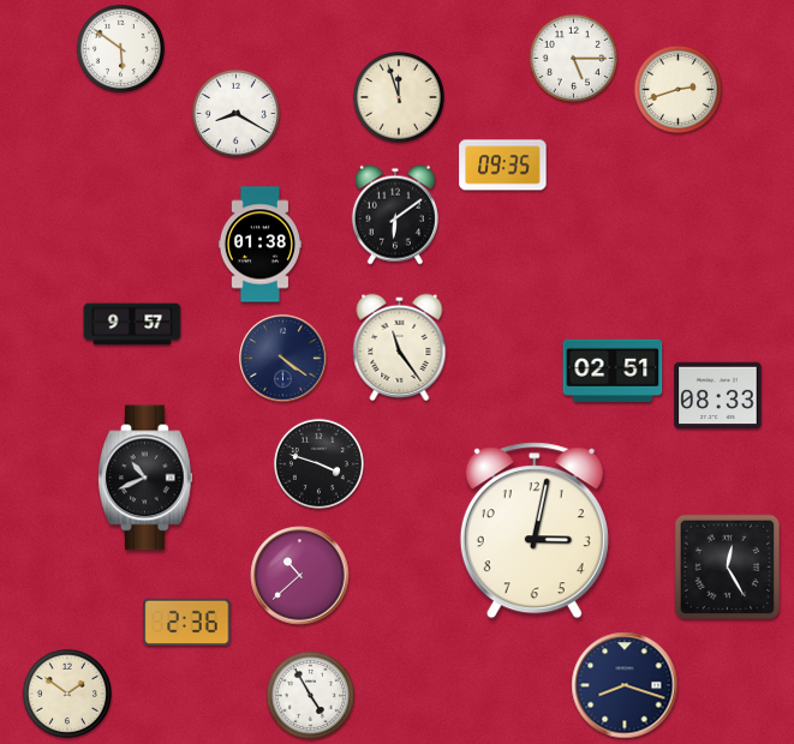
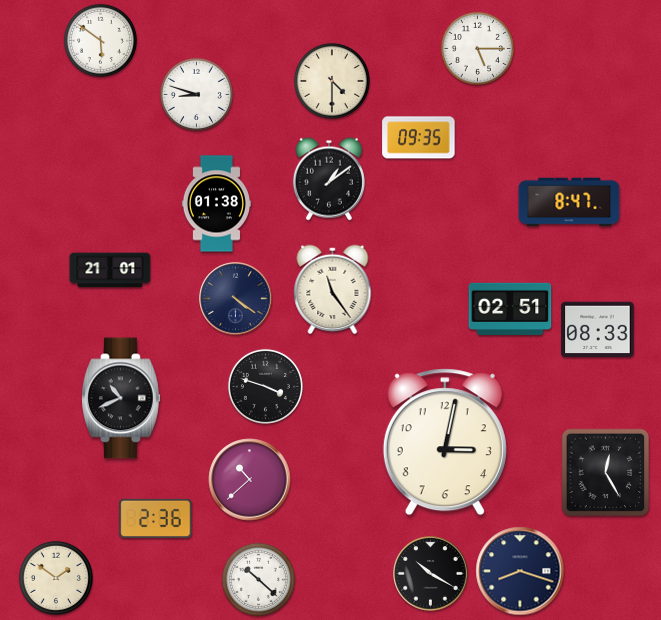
clock at (677, 89): 2:42 -> none
clock at (399, 97): 11:57 -> 4:30
clock at (235, 113): 8:20 -> 8:48
clock at (395, 215): 6:09 -> 1:09
clock at (569, 202): none -> 8:47
clock at (132, 324): 9:57 -> 21:01
clock at (431, 574): none -> 10:20
clock at (310, 695): 4:55 -> 10:22
